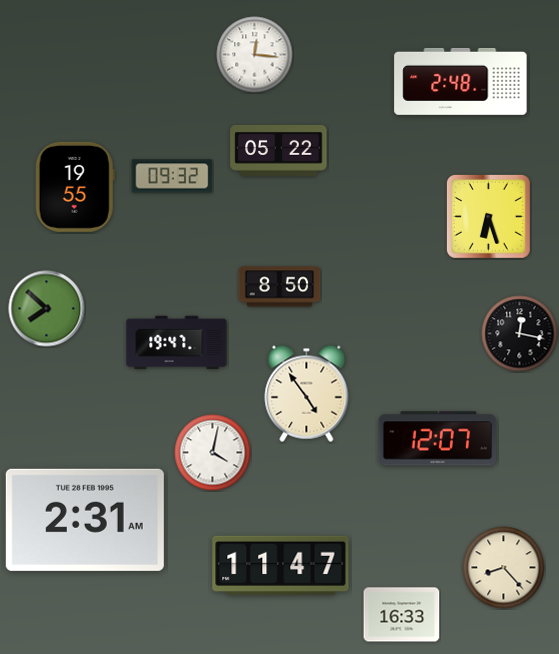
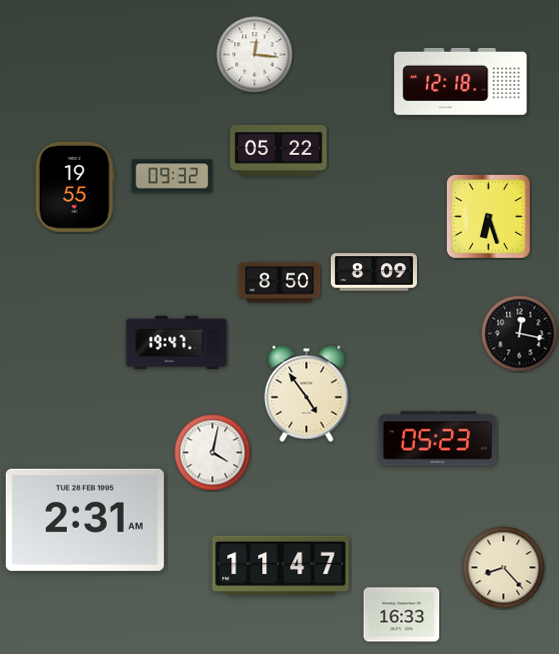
clock at (461, 81): 2:48 -> 12:18
clock at (374, 272): none -> 8:09
clock at (280, 287) position: (280, 287) -> (280, 283)
clock at (47, 309): 7:52 -> none
clock at (438, 439): 12:07 -> 05:23
